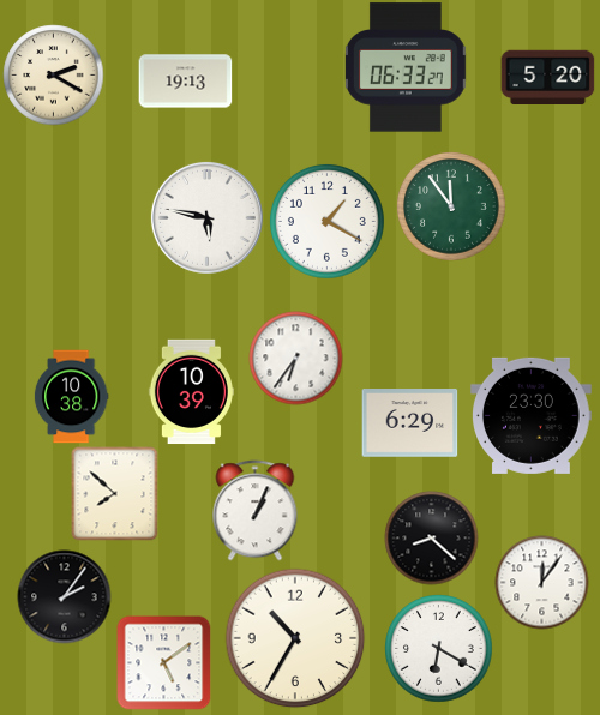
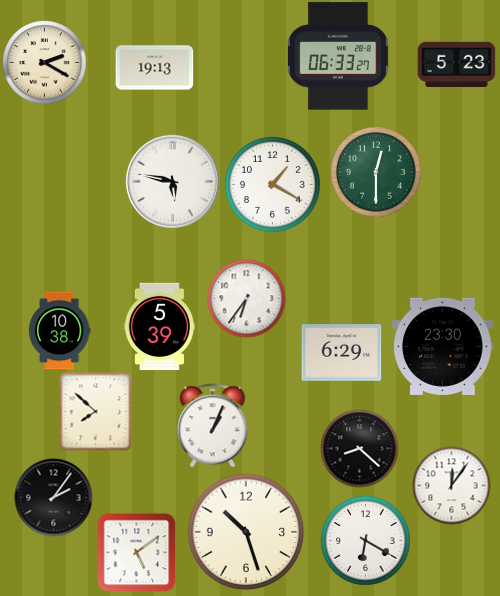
clock at (547, 78): 5:20 -> 5:23
clock at (451, 206): 11:54 -> 12:30
clock at (191, 391): 10:39 -> 5:39
clock at (295, 638): 10:35 -> 10:27
